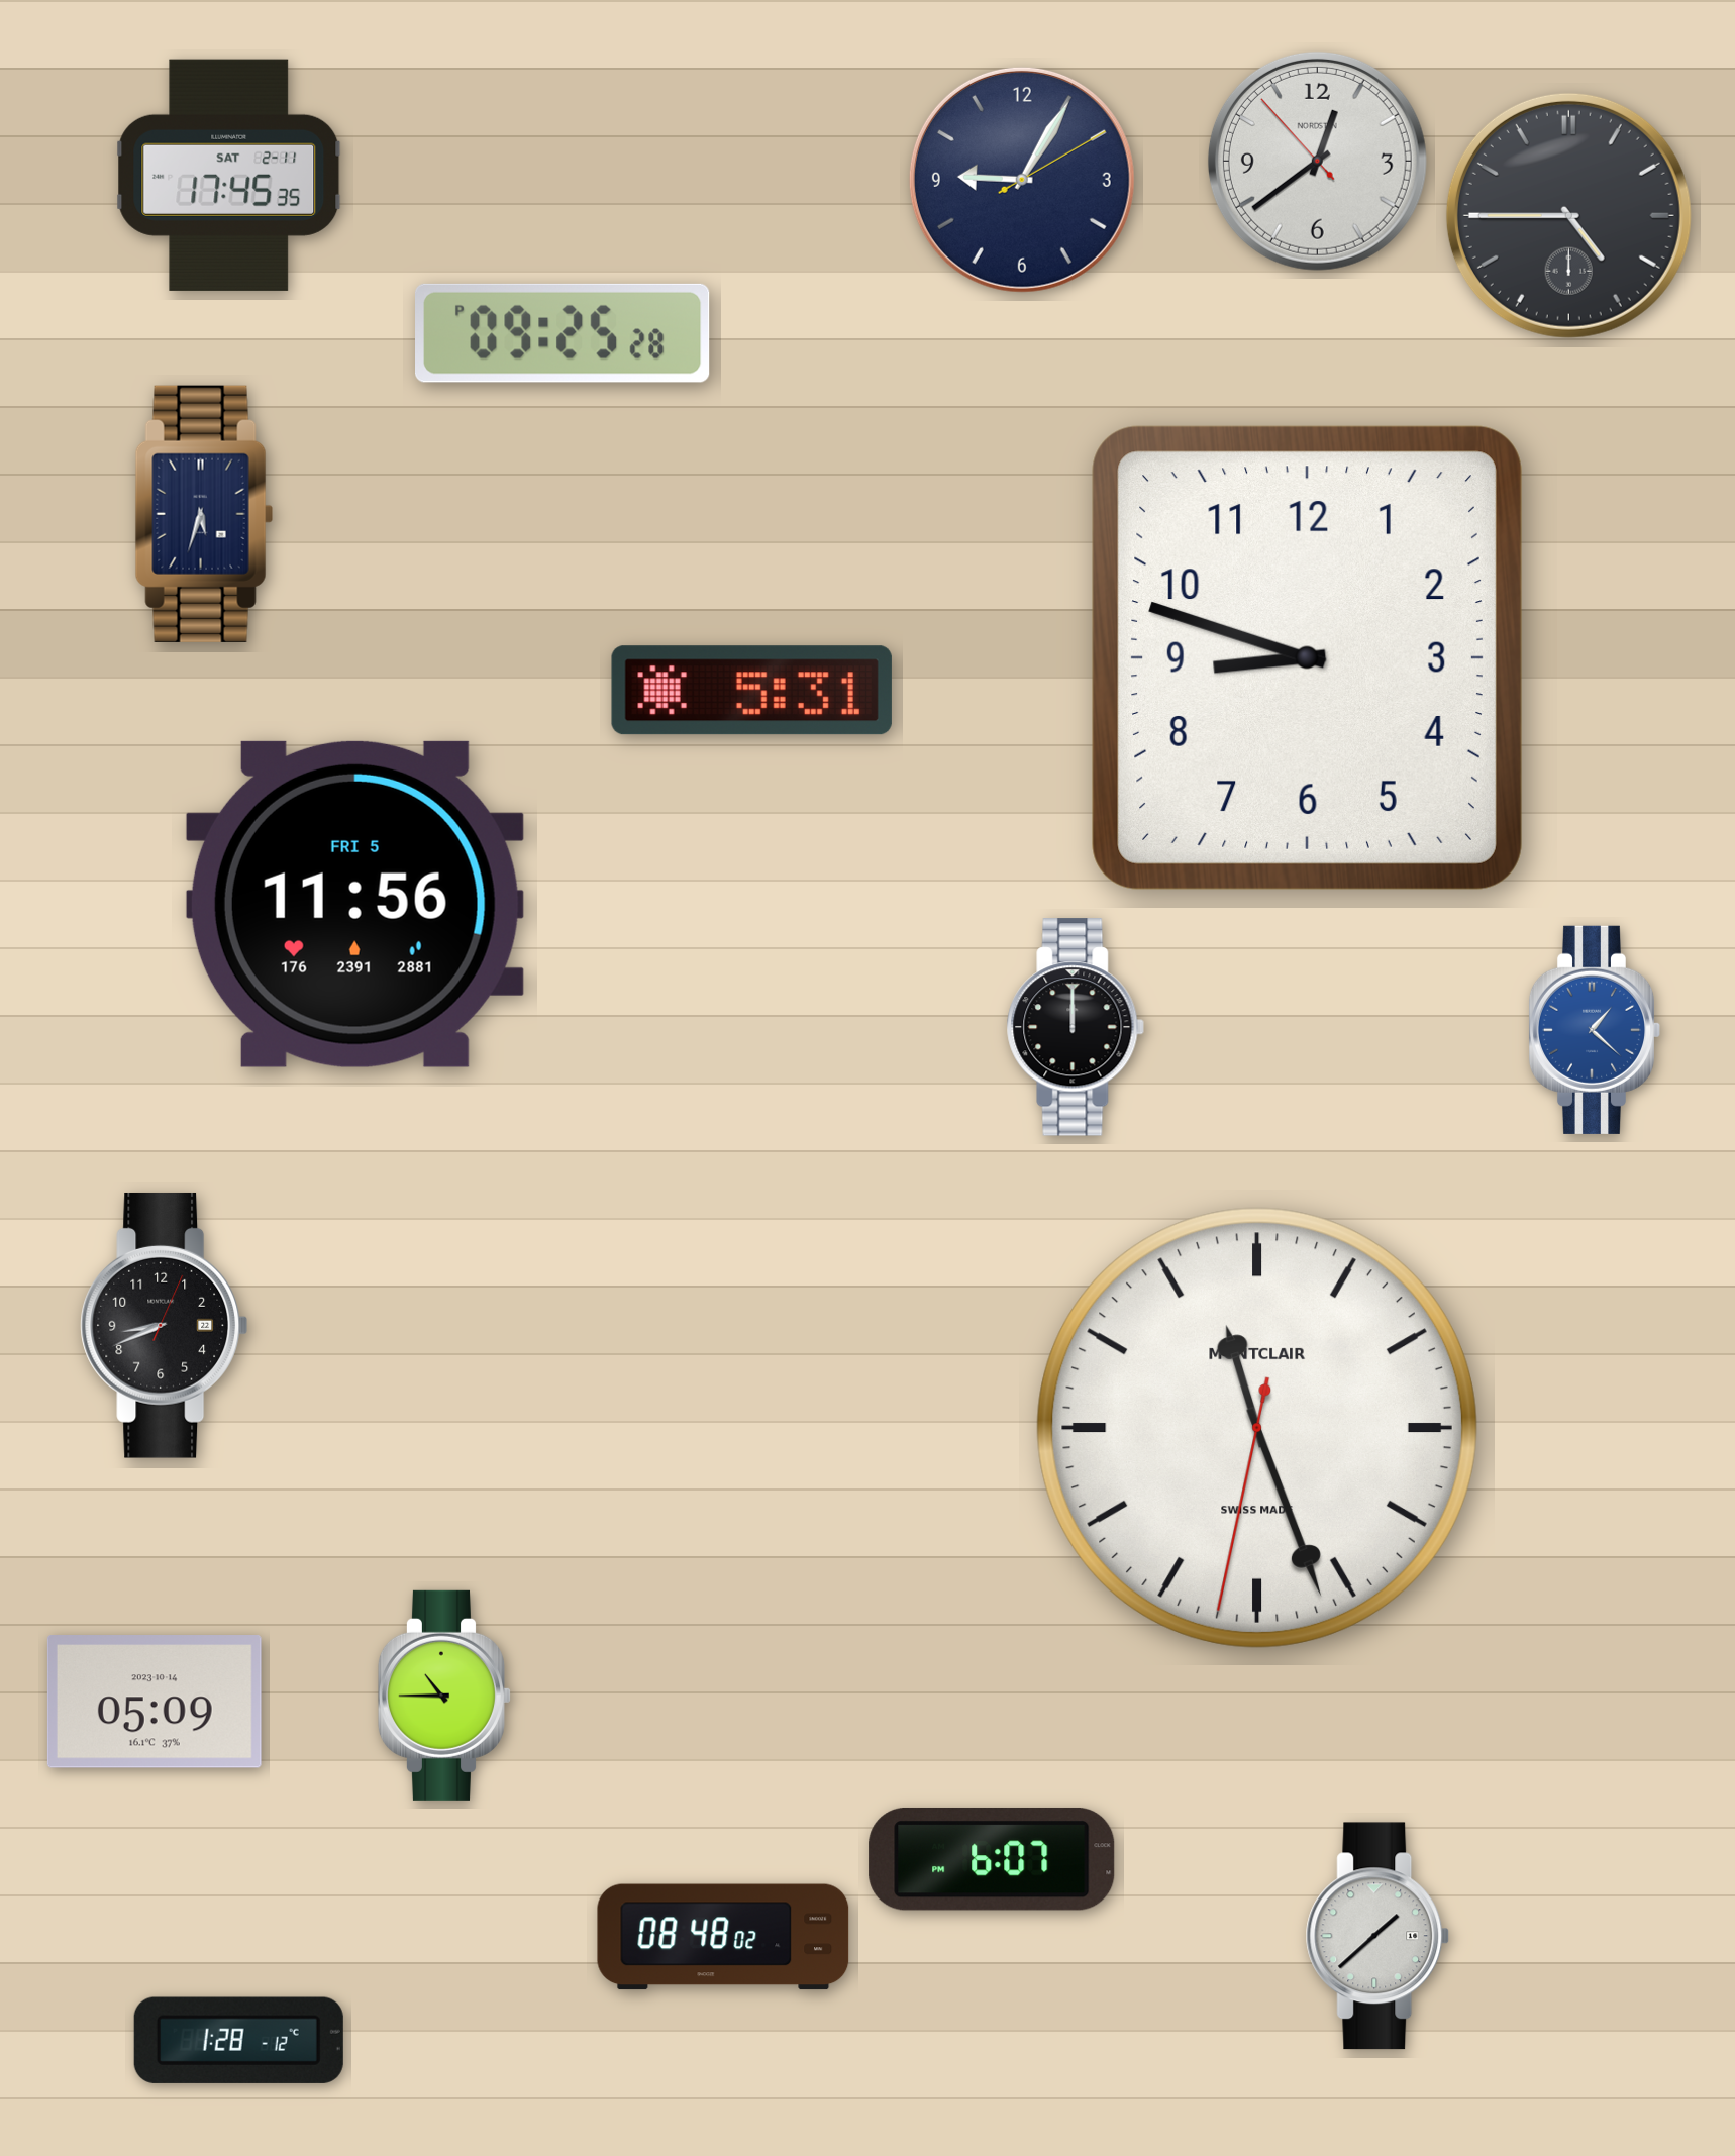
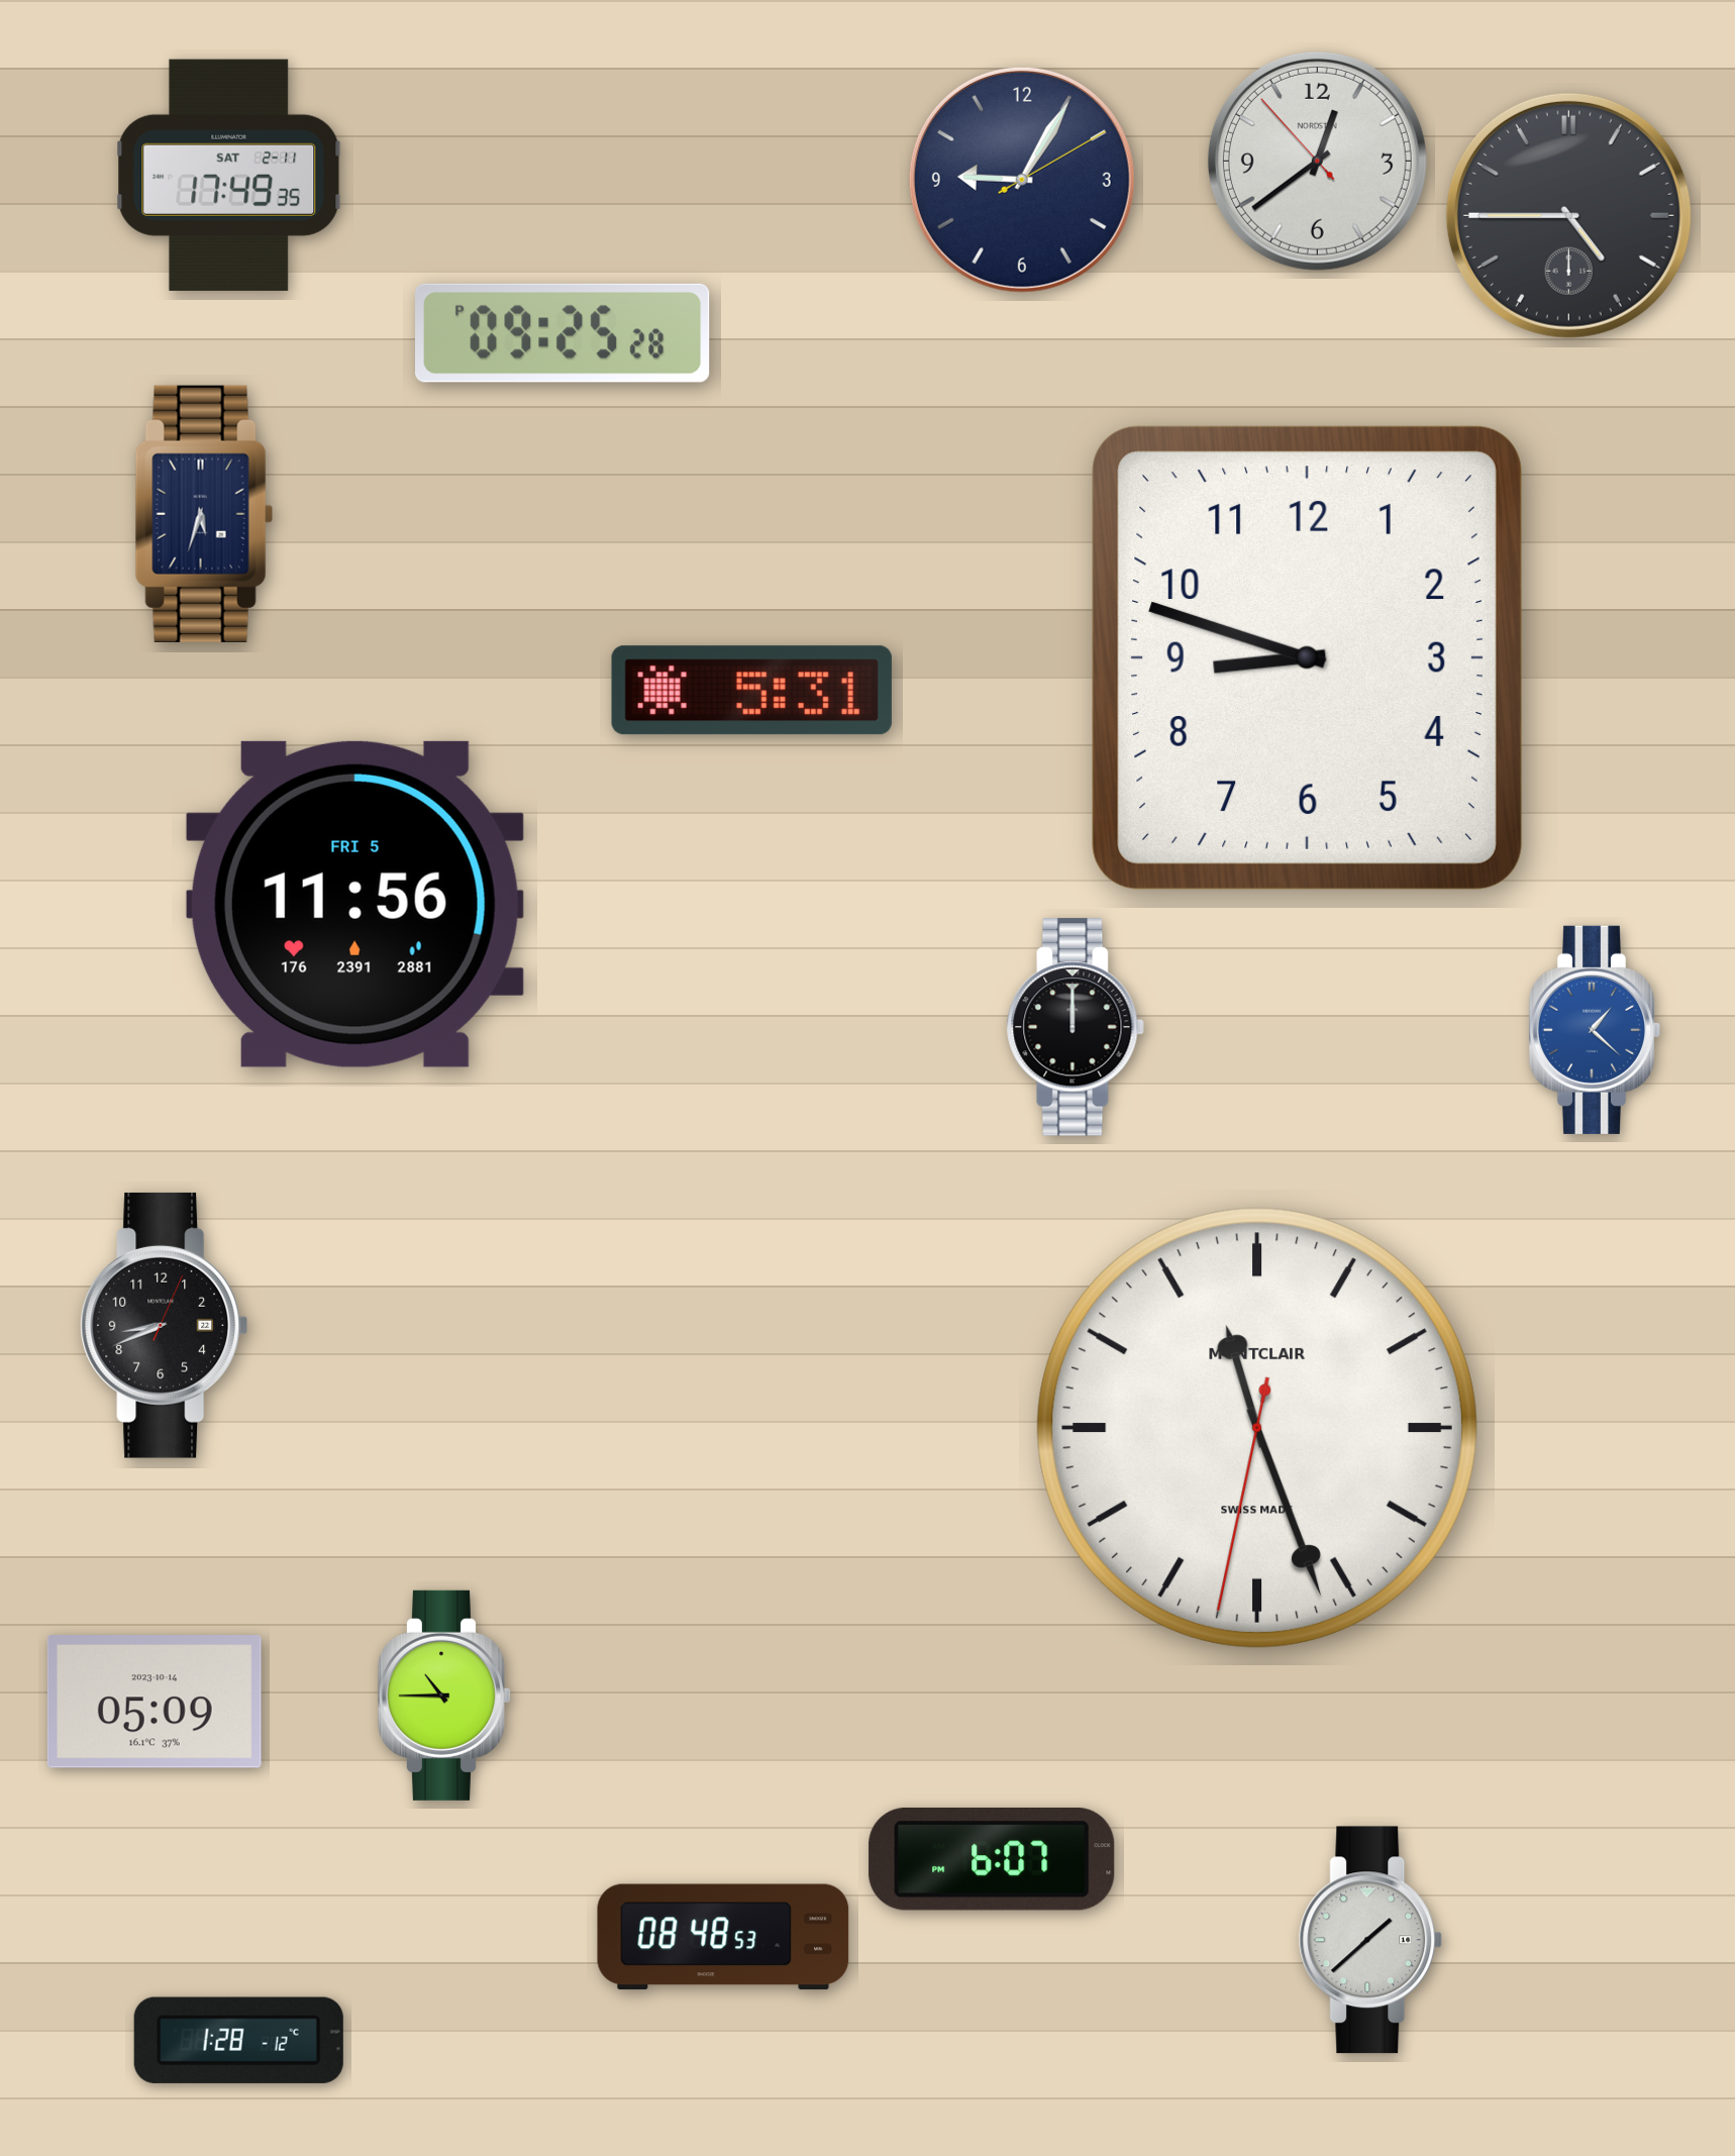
clock at (229, 175): 17:45 -> 17:49
clock at (1377, 1936) position: (1377, 1936) -> (1370, 1940)
clock at (723, 1937): 08:48:02 -> 08:48:53
